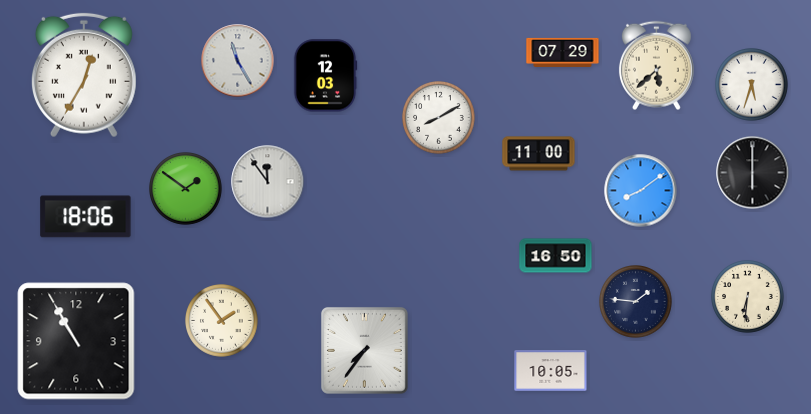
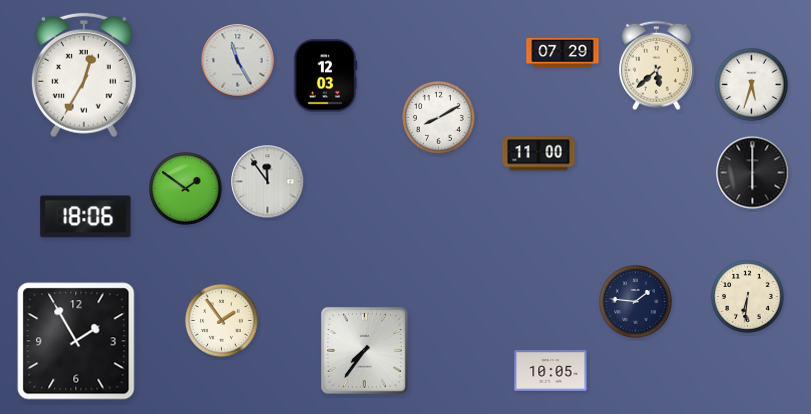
clock at (641, 191): 8:09 -> none
clock at (556, 256): 16:50 -> none
clock at (76, 341): 10:55 -> 1:55
